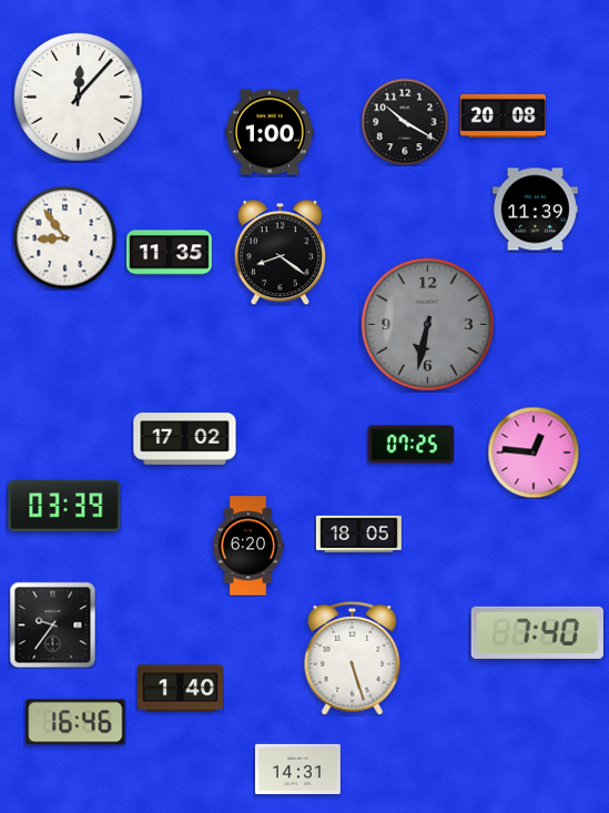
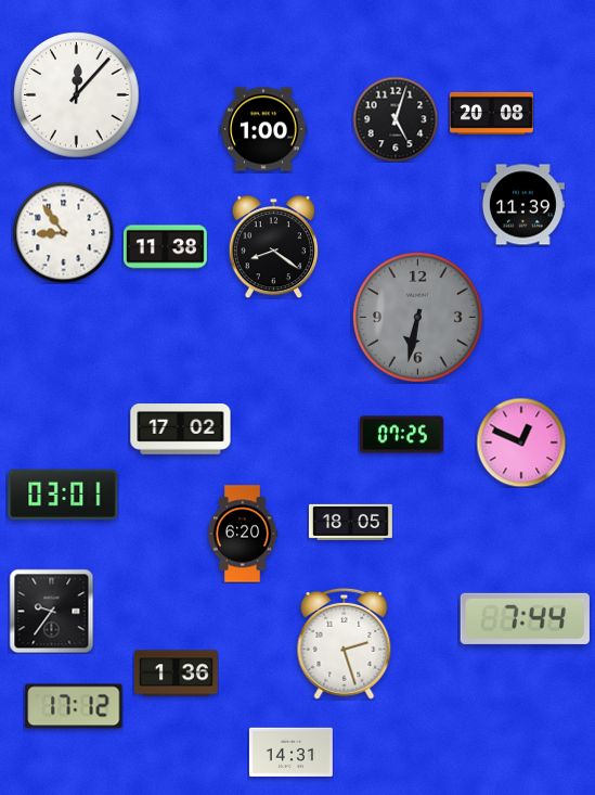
clock at (405, 122): 10:20 -> 5:03
clock at (169, 253): 11:35 -> 11:38
clock at (534, 453): 12:46 -> 12:49
clock at (64, 506): 03:39 -> 03:01
clock at (537, 632): 7:40 -> 7:44
clock at (353, 658): 5:27 -> 2:27
clock at (180, 689): 1:40 -> 1:36
clock at (75, 722): 16:46 -> 17:12
